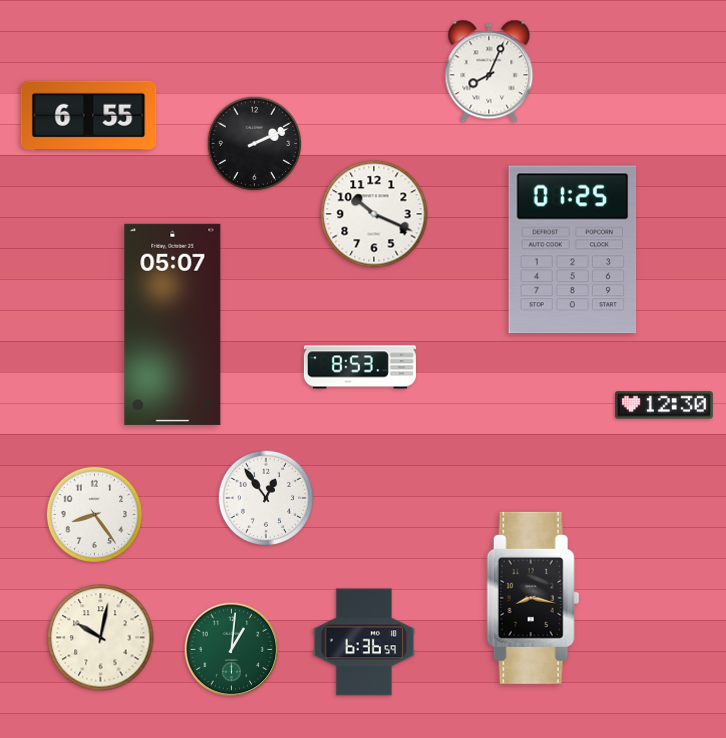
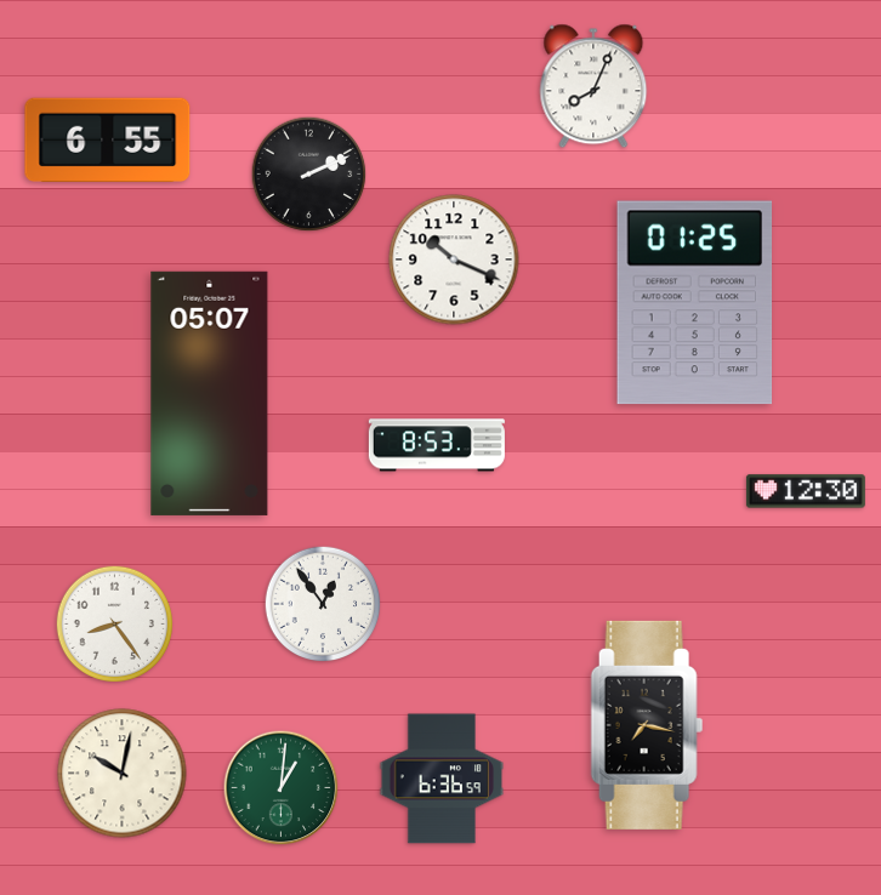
clock at (533, 598): 8:17 -> 7:17
